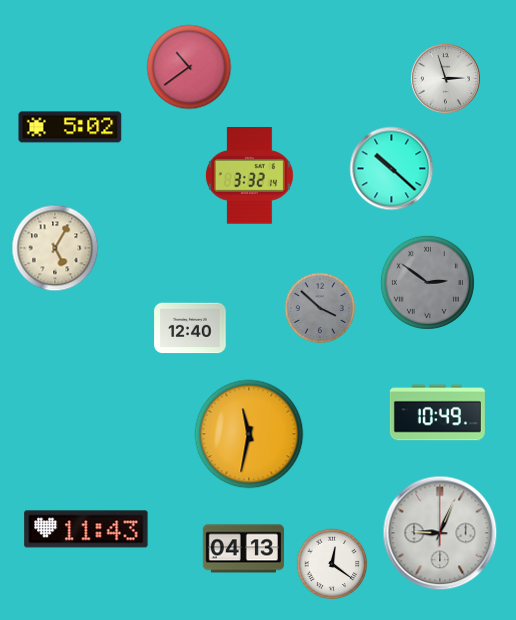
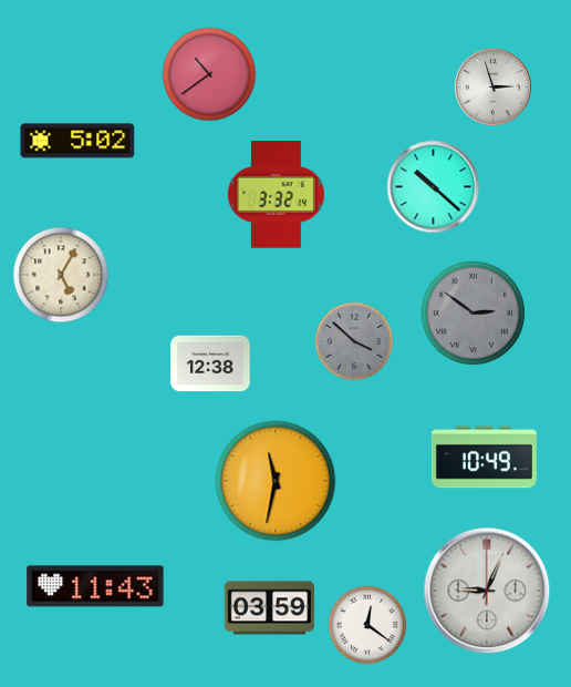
clock at (190, 328): 12:40 -> 12:38
clock at (243, 549): 04:13 -> 03:59
